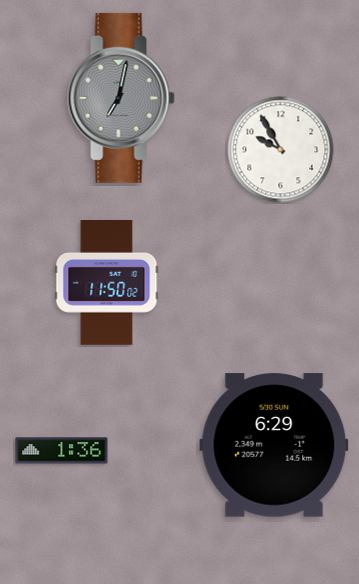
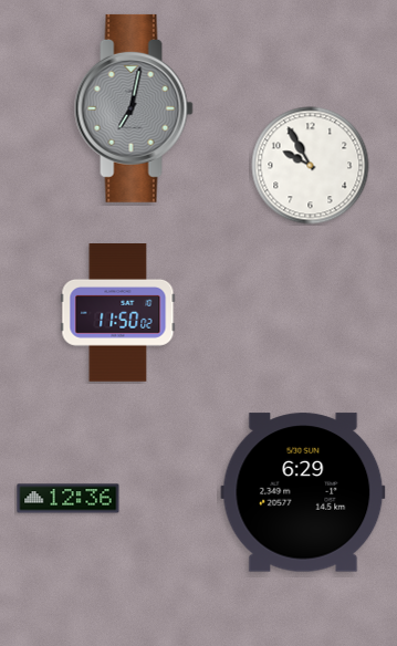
clock at (62, 451): 1:36 -> 12:36
